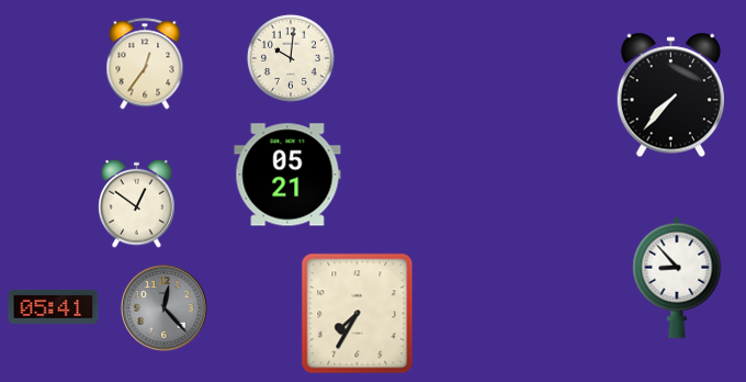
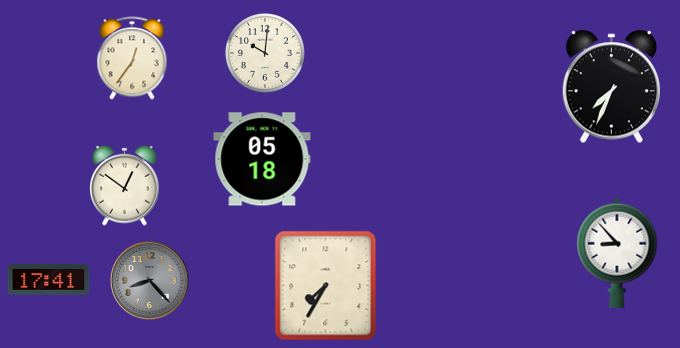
clock at (670, 95): 7:37 -> 7:34
clock at (287, 175): 05:21 -> 05:18
clock at (54, 306): 05:41 -> 17:41
clock at (165, 308): 12:23 -> 8:23
